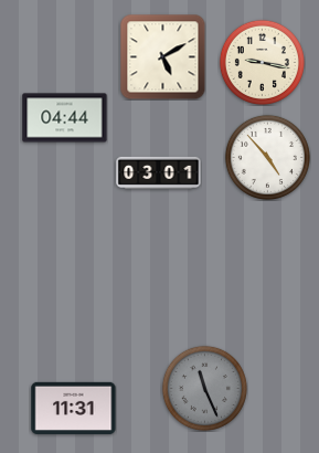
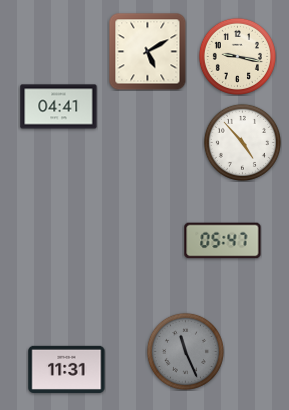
clock at (65, 118): 04:44 -> 04:41
clock at (159, 172): 03:01 -> none
clock at (223, 241): none -> 05:47
